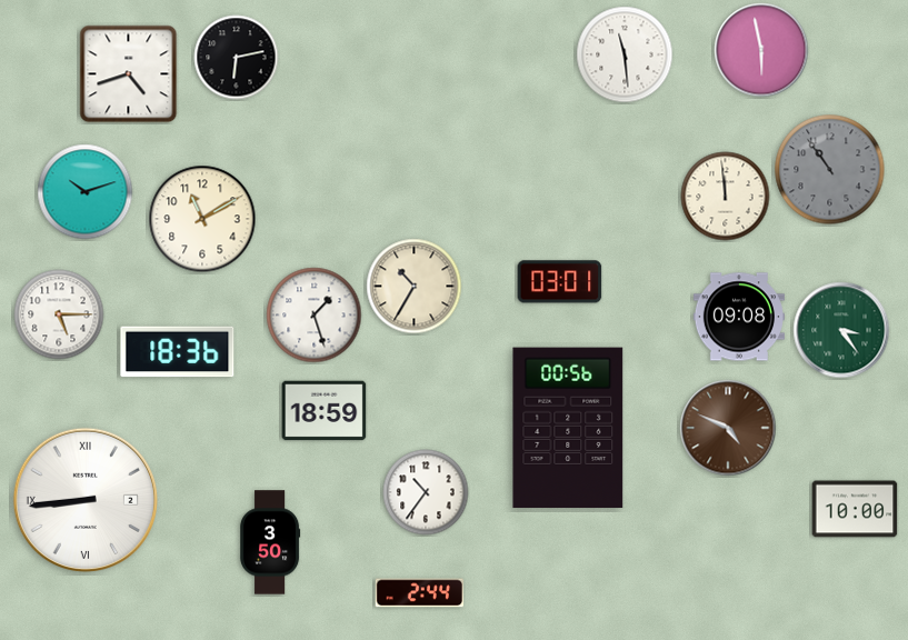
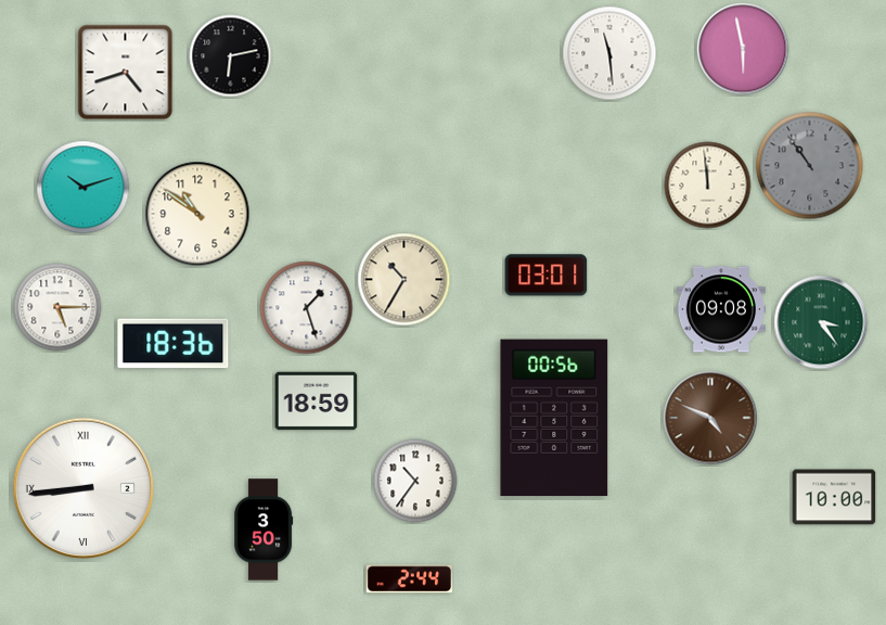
clock at (726, 197) position: (726, 197) -> (708, 186)
clock at (202, 219): 11:10 -> 10:51
